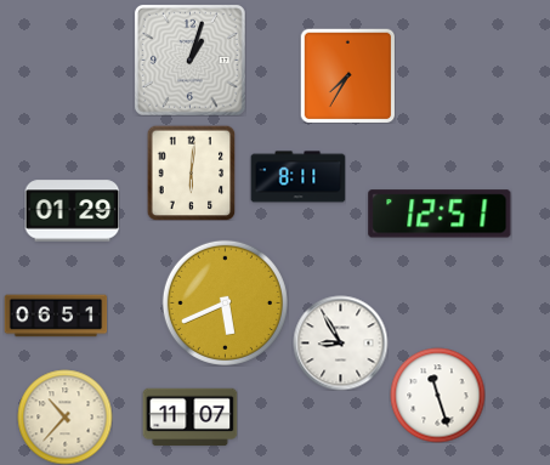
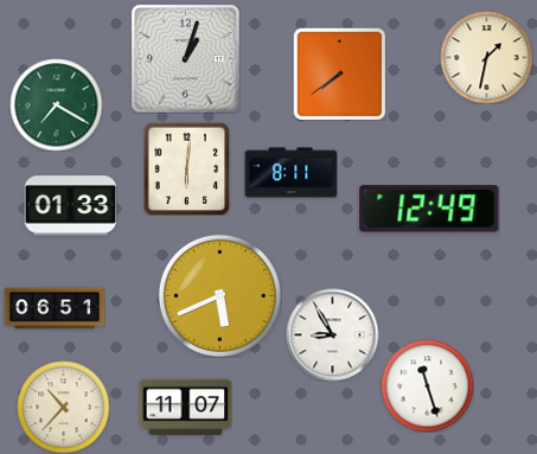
clock at (486, 57): none -> 1:32
clock at (347, 75): 7:35 -> 7:39
clock at (56, 104): none -> 7:20
clock at (72, 211): 01:29 -> 01:33
clock at (440, 214): 12:51 -> 12:49
